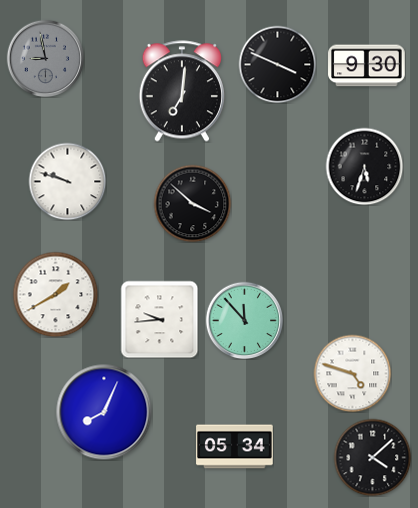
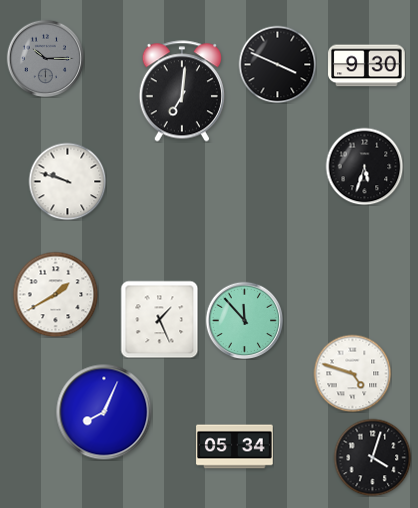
clock at (45, 58): 8:58 -> 10:15
clock at (192, 203): 3:52 -> none
clock at (159, 319): 9:44 -> 1:26
clock at (372, 457): 4:08 -> 4:03
